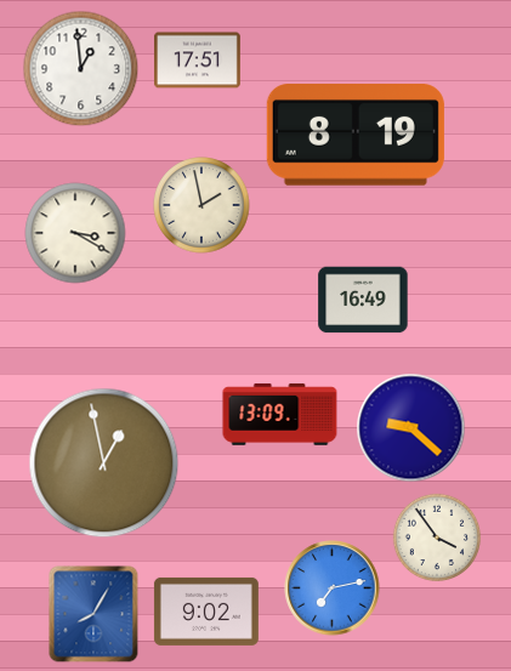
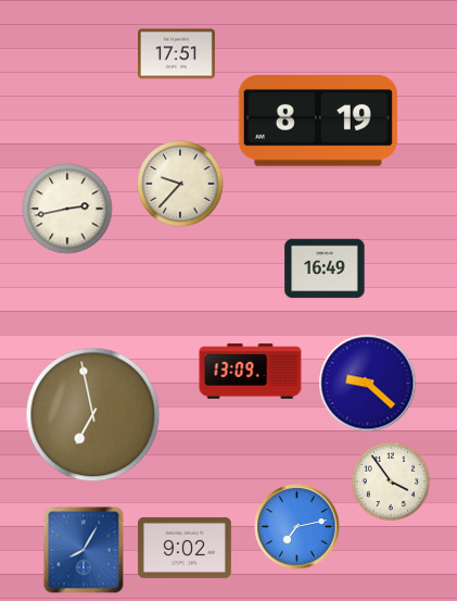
clock at (81, 69): 12:59 -> none
clock at (201, 205): 1:58 -> 9:37
clock at (75, 233): 3:20 -> 2:43
clock at (104, 464): 12:58 -> 6:58
